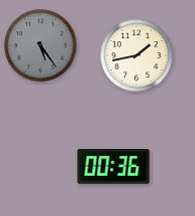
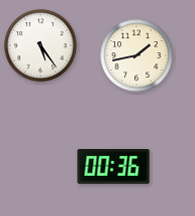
clock at (41, 46) dial: grey -> white
